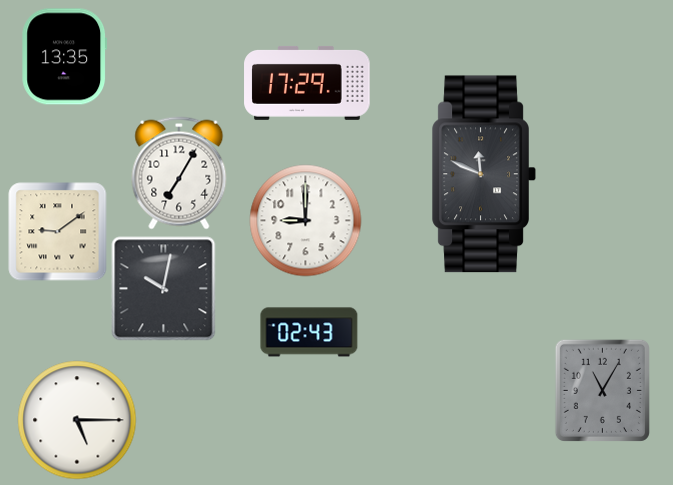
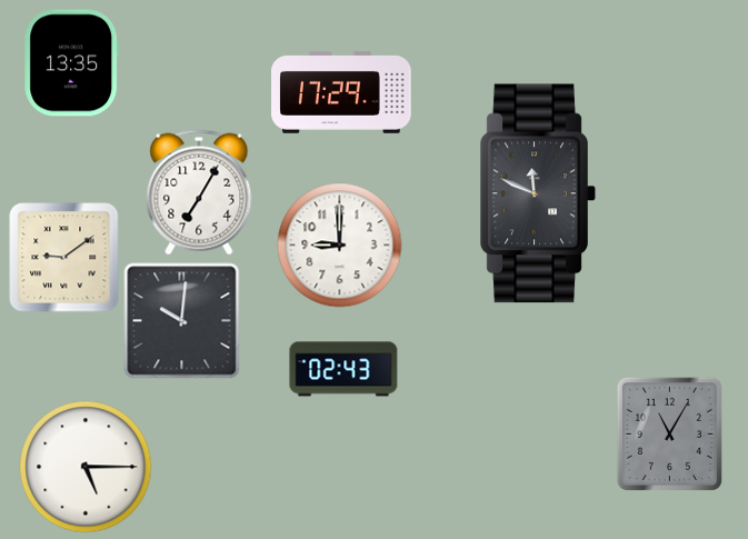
clock at (164, 289): 10:02 -> 10:01
